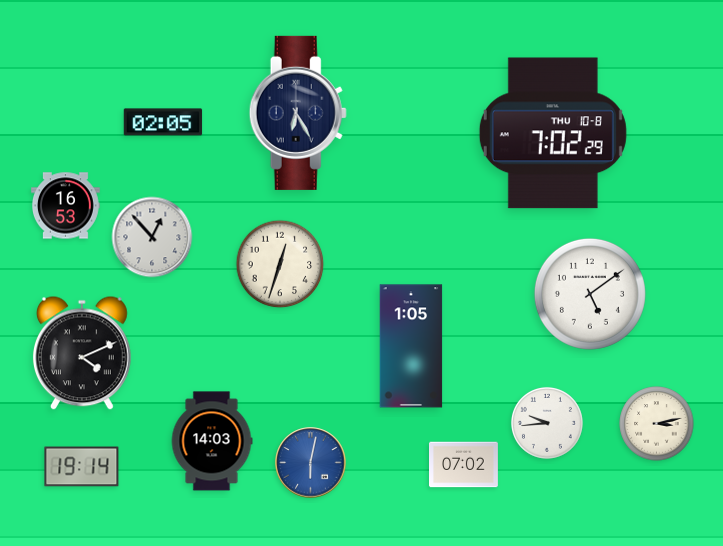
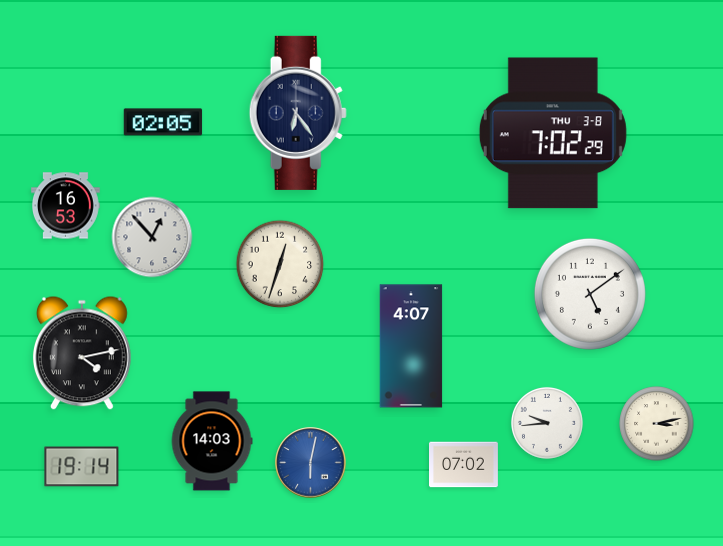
clock at (298, 113): 6:25 -> 6:24
clock at (553, 133) date: THU 10-8 -> THU 3-8
clock at (411, 346): 1:05 -> 4:07
clock at (82, 353): 4:11 -> 4:13
